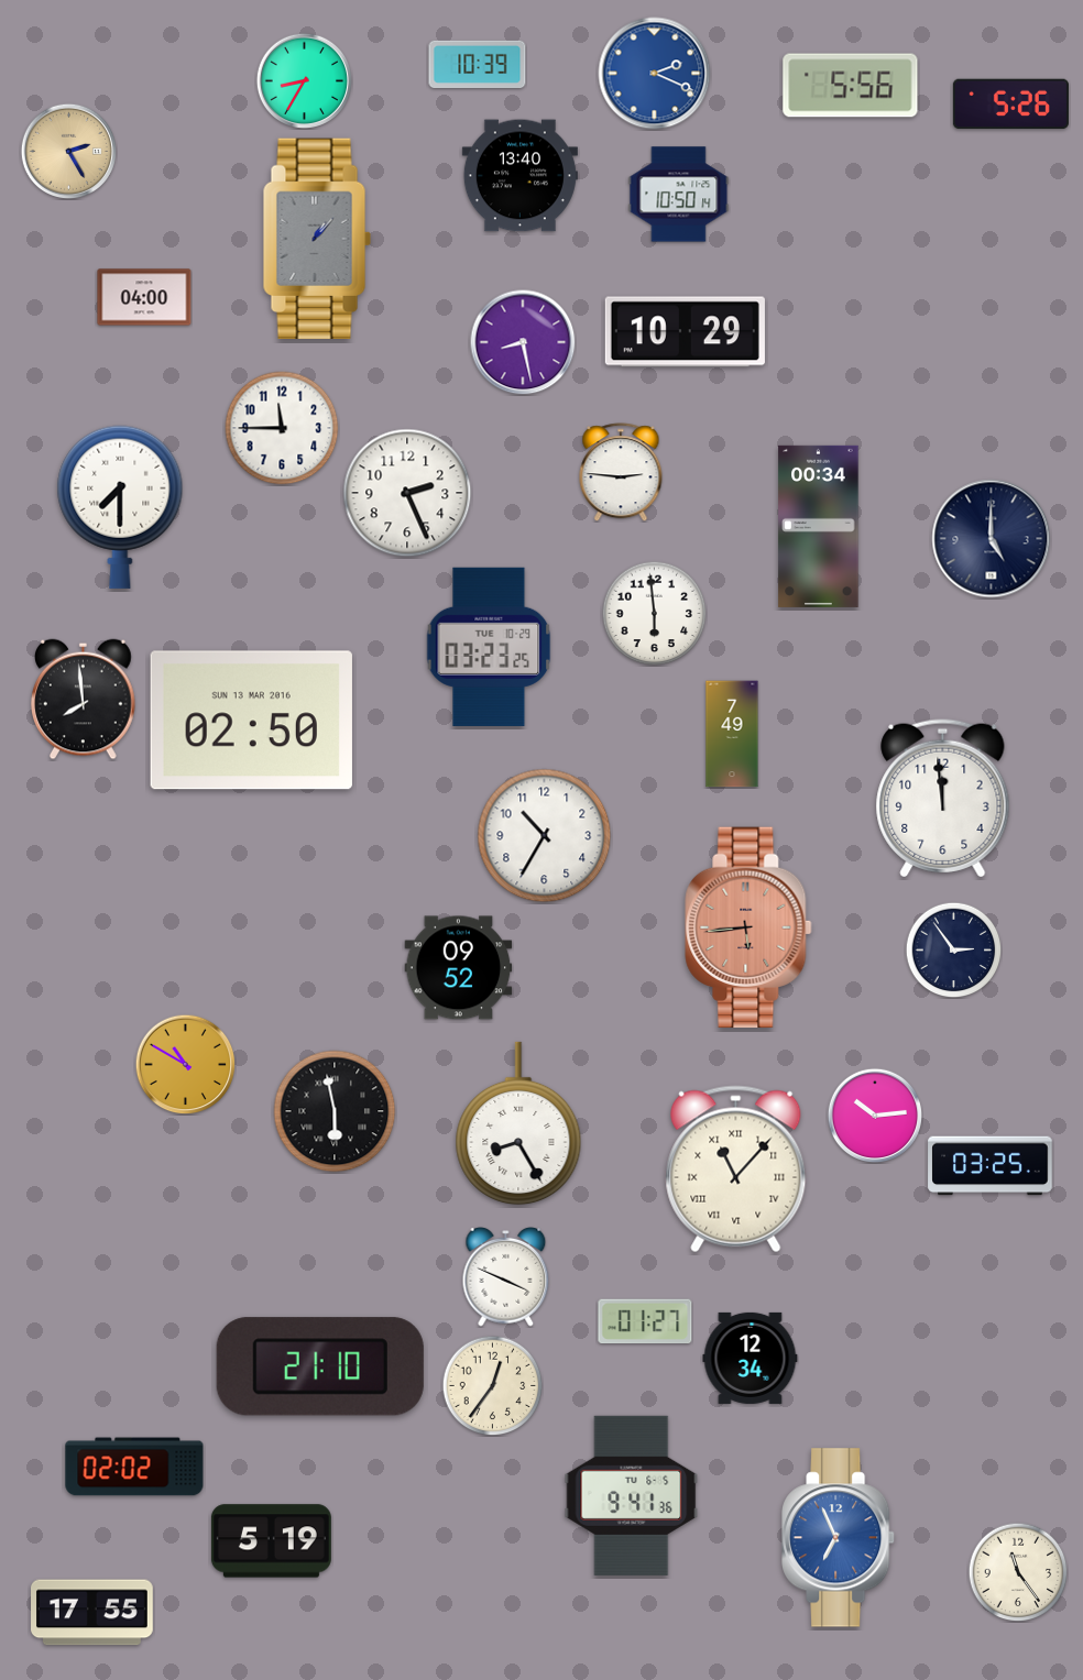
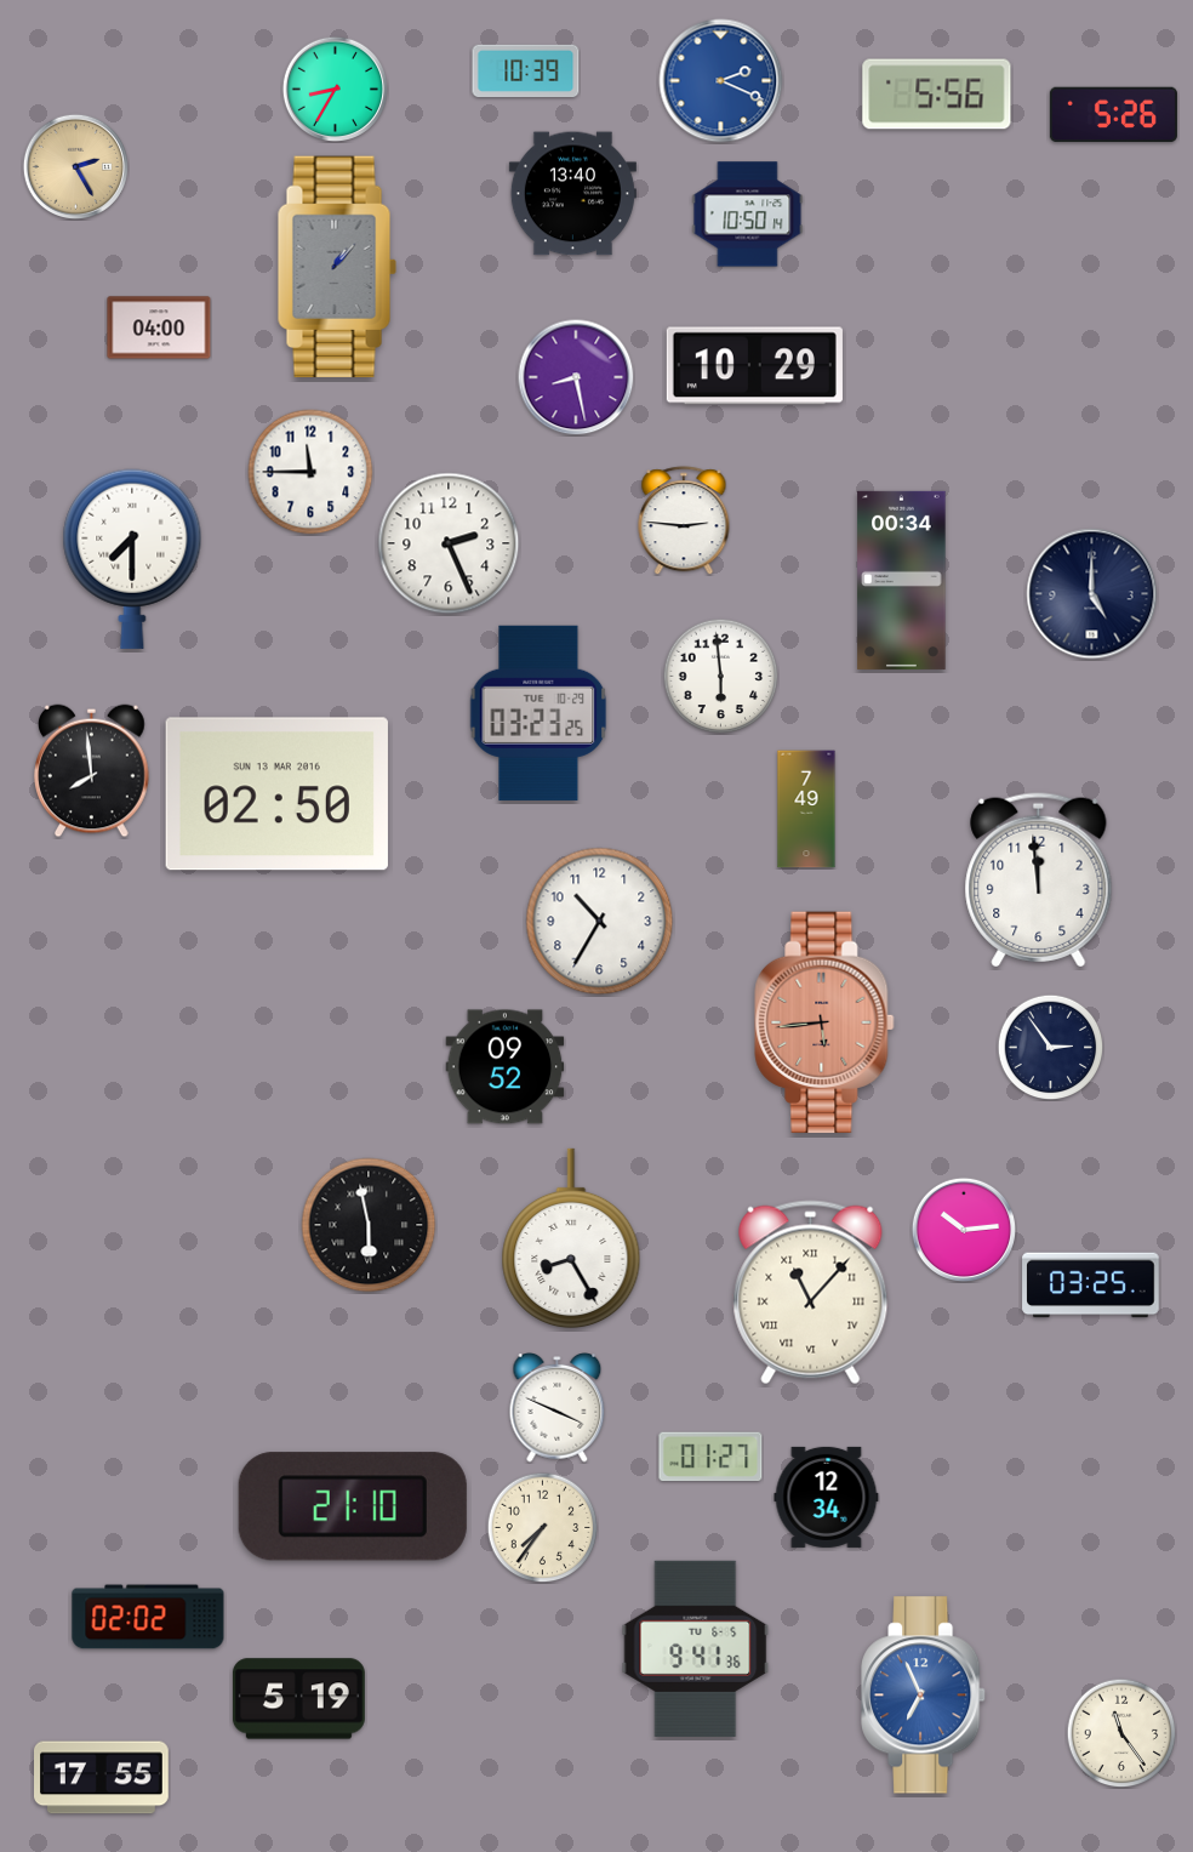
clock at (317, 239) position: (317, 239) -> (337, 267)
clock at (185, 1064): 10:50 -> none
clock at (736, 1170) position: (736, 1170) -> (811, 1293)
clock at (492, 1385): 12:36 -> 7:36
